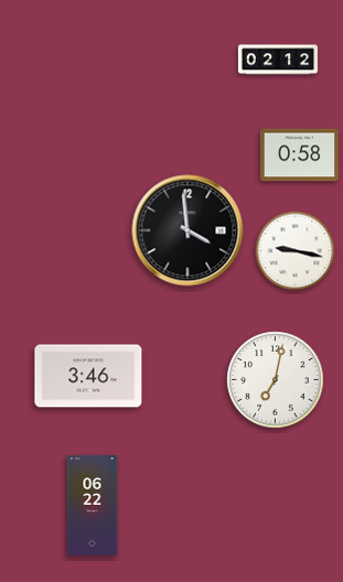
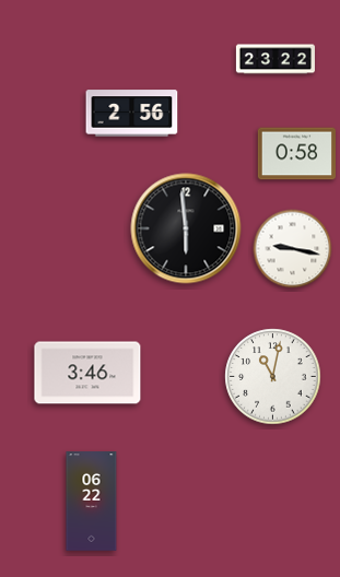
clock at (278, 60): 02:12 -> 23:22
clock at (132, 114): none -> 2:56
clock at (187, 230): 3:59 -> 5:59
clock at (276, 380): 7:02 -> 11:02
